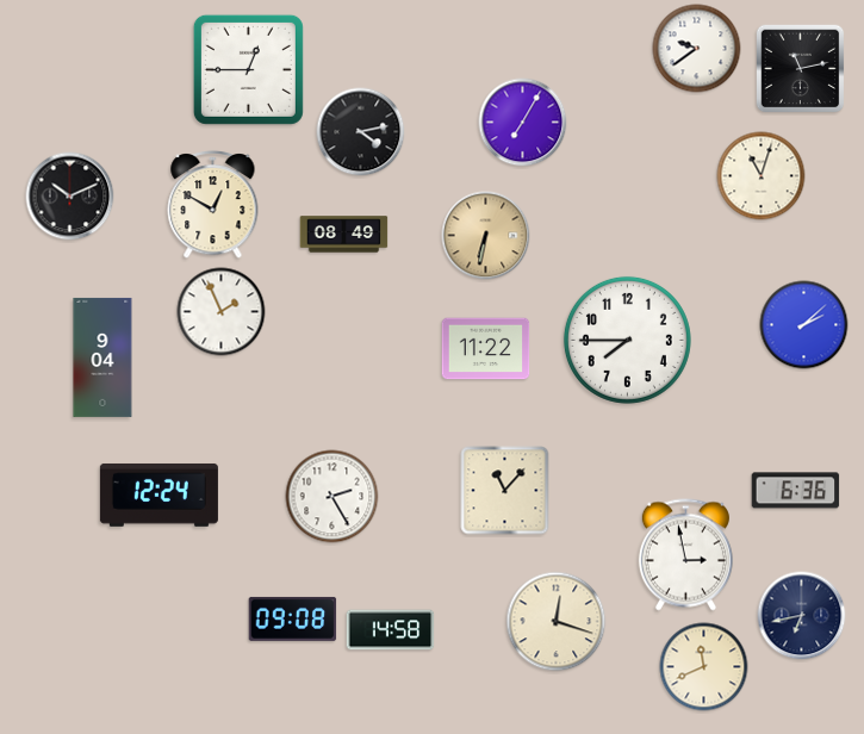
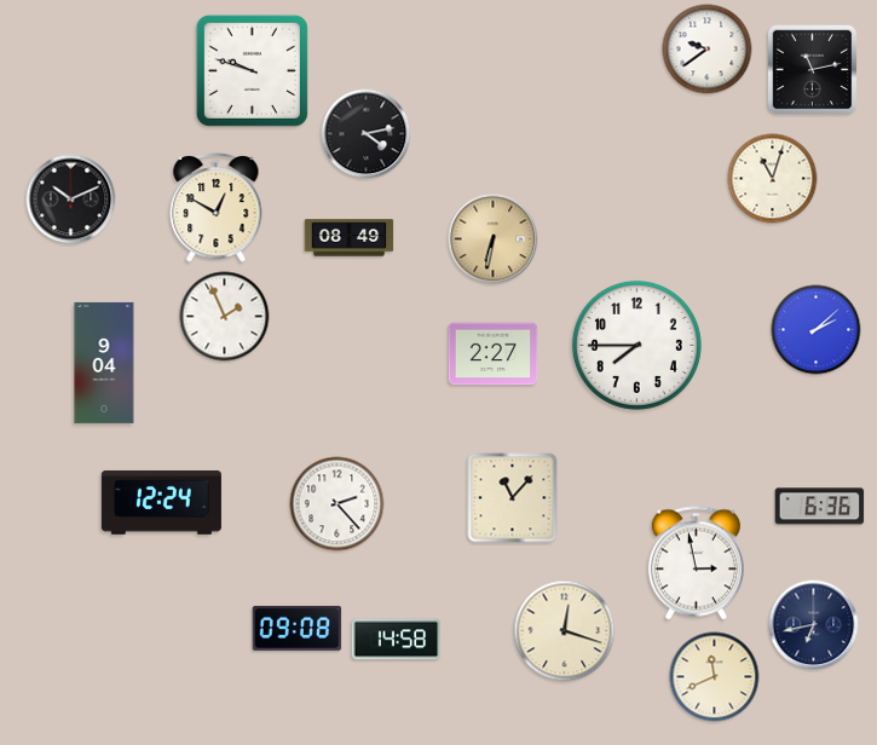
clock at (248, 69): 12:45 -> 9:48
clock at (523, 123): 7:05 -> none
clock at (486, 349): 11:22 -> 2:27
clock at (796, 491) position: (796, 491) -> (820, 507)
clock at (332, 497): 2:25 -> 2:23
